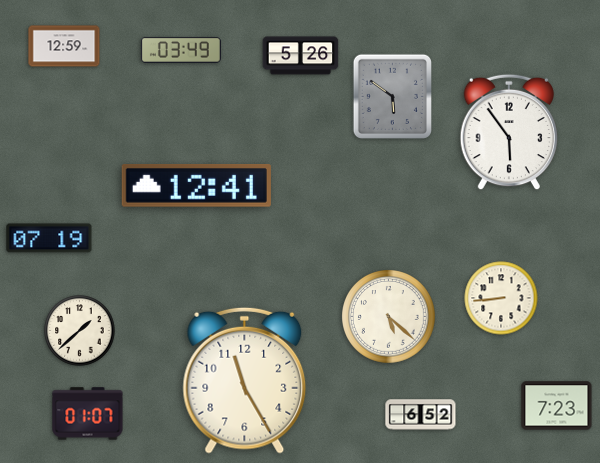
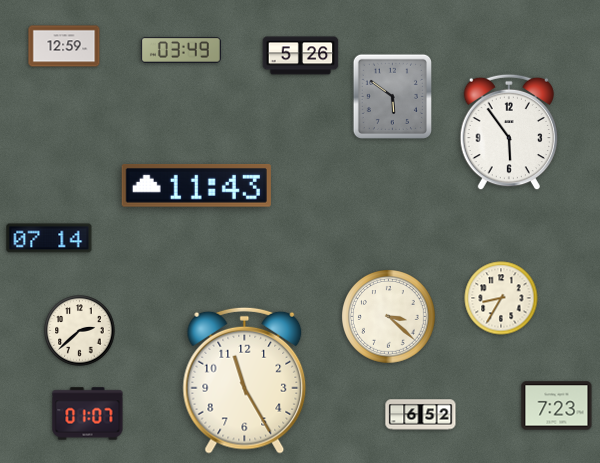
clock at (196, 186): 12:41 -> 11:43
clock at (49, 238): 07:19 -> 07:14
clock at (501, 298): 8:44 -> 8:35
clock at (389, 317): 5:22 -> 3:22
clock at (80, 331): 1:38 -> 2:38
